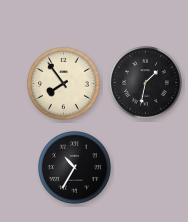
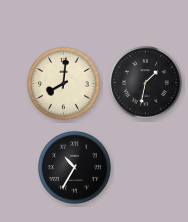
clock at (64, 84): 7:54 -> 8:01
